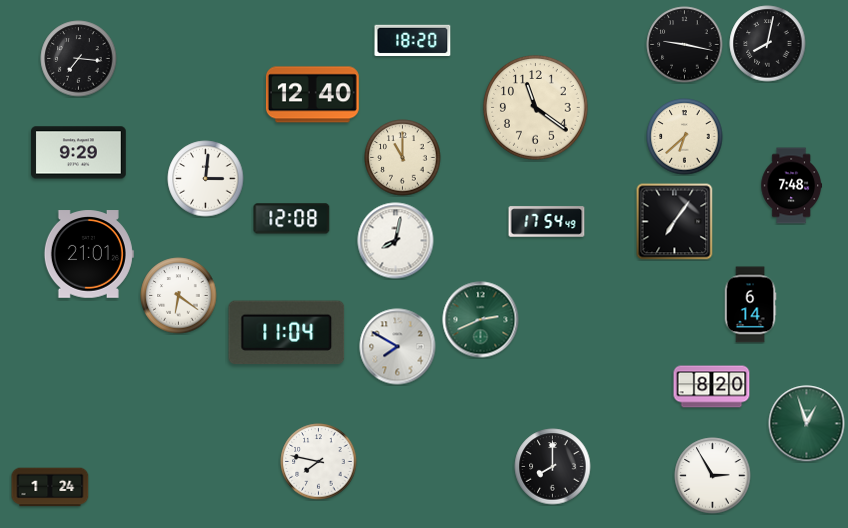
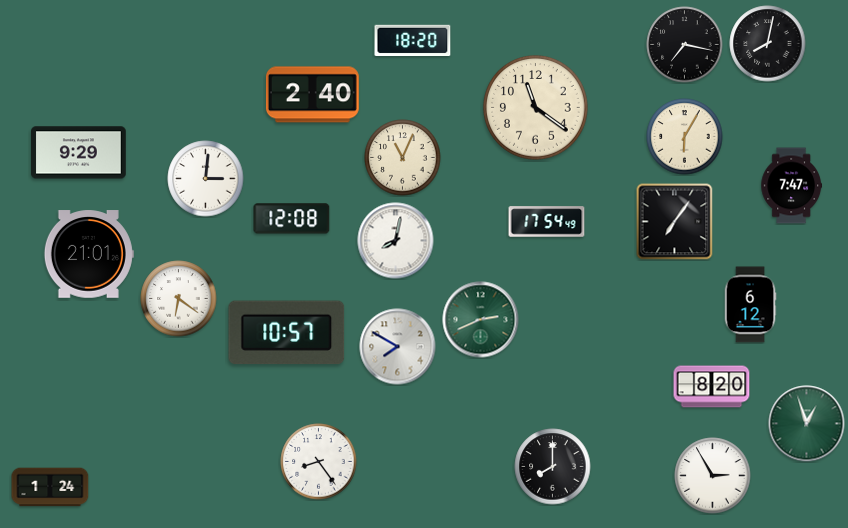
clock at (685, 45): 9:17 -> 7:17
clock at (79, 59): 7:16 -> none
clock at (312, 95): 12:40 -> 2:40
clock at (685, 137): 6:38 -> 6:05
clock at (403, 158): 11:00 -> 11:04
clock at (791, 186): 7:48 -> 7:47
clock at (179, 296) position: (179, 296) -> (179, 299)
clock at (750, 305): 6:14 -> 6:12
clock at (287, 333): 11:04 -> 10:57
clock at (319, 462): 7:47 -> 8:24
